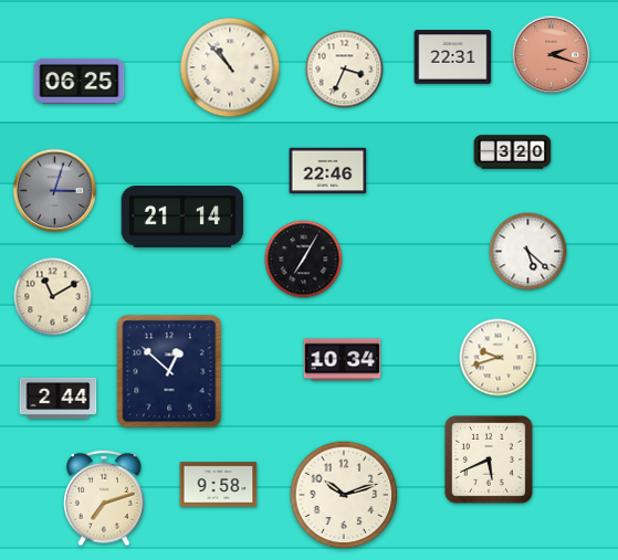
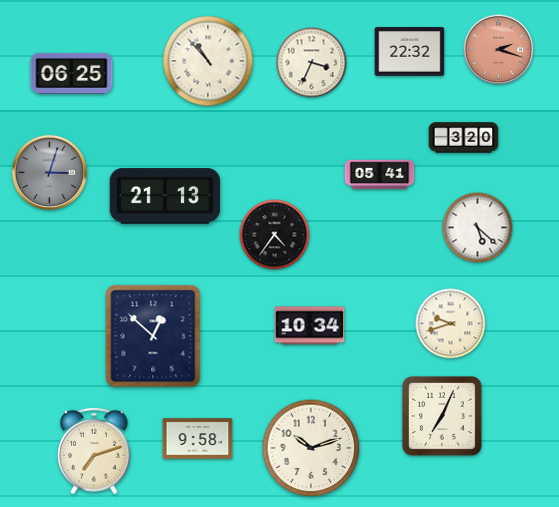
clock at (453, 57): 22:31 -> 22:32
clock at (328, 171): 22:46 -> none
clock at (380, 175): none -> 05:41
clock at (182, 216): 21:14 -> 21:13
clock at (304, 260): 7:05 -> 4:36
clock at (53, 297): 11:10 -> none
clock at (59, 398): 2:44 -> none
clock at (489, 459): 5:41 -> 7:04
